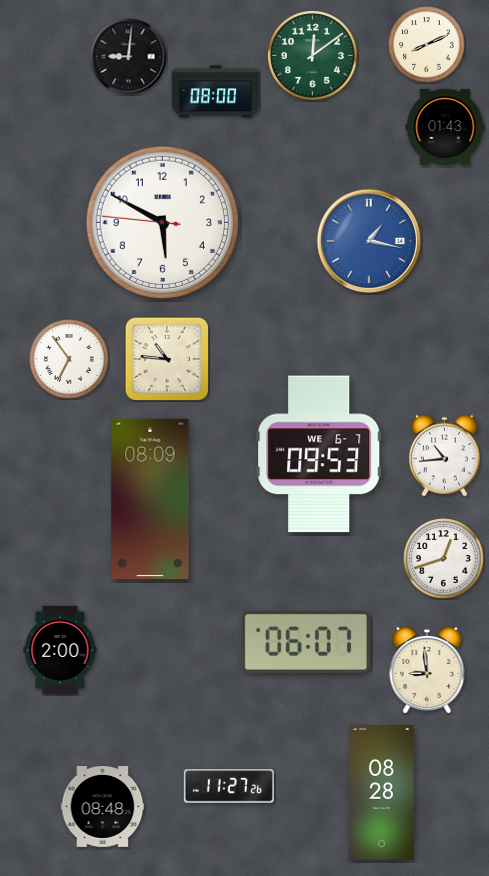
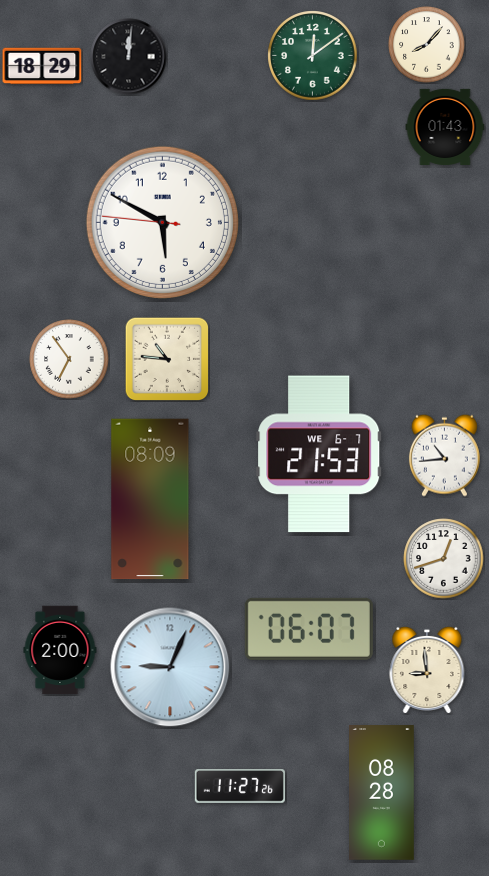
clock at (427, 45): 8:11 -> 8:07
clock at (129, 57): 9:01 -> 12:01
clock at (42, 66): none -> 18:29
clock at (216, 92): 08:00 -> none
clock at (369, 241): 1:17 -> none
clock at (319, 454): 09:53 -> 21:53
clock at (306, 642) position: (306, 642) -> (309, 629)
clock at (170, 667): none -> 9:04
clock at (229, 787) position: (229, 787) -> (240, 787)
clock at (103, 807): 08:48 -> none
